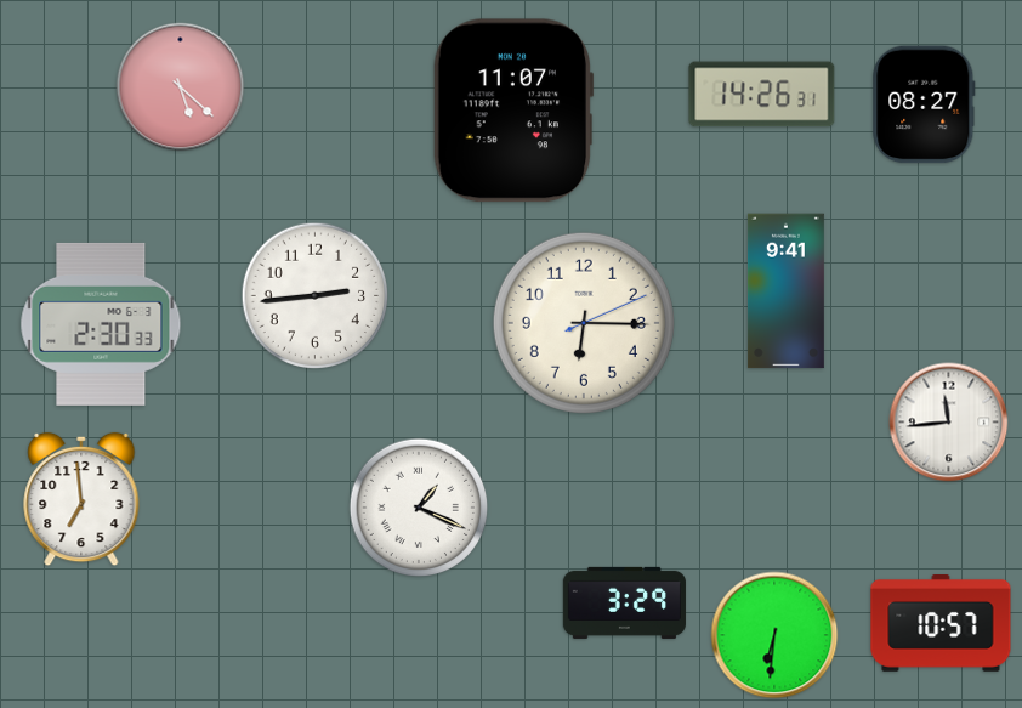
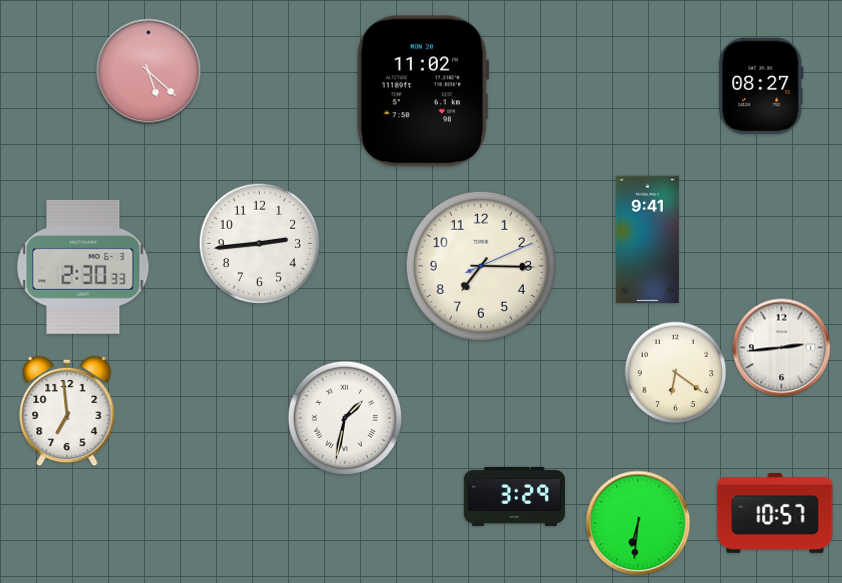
clock at (762, 95): 14:26 -> none
clock at (513, 111): 11:07 -> 11:02
clock at (584, 323): 6:15 -> 7:15
clock at (949, 423): 11:44 -> 2:44
clock at (676, 373): none -> 6:21
clock at (419, 508): 1:19 -> 1:32
